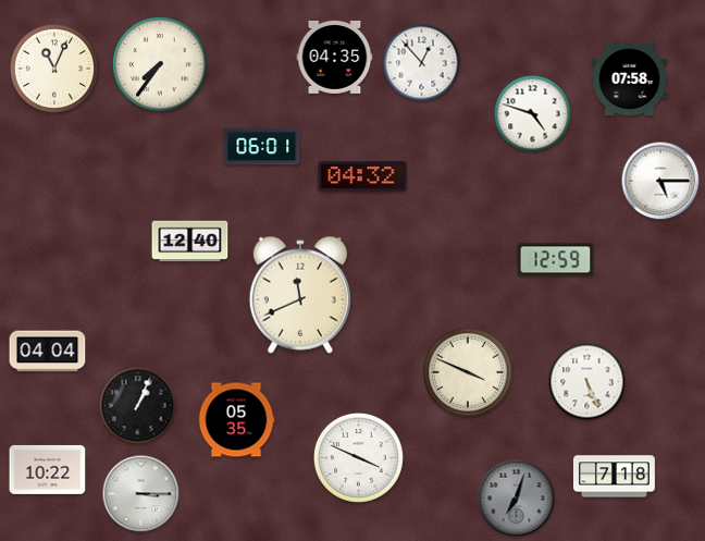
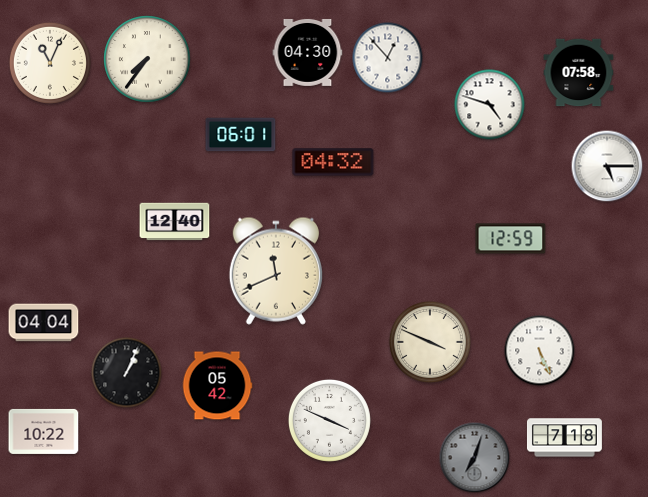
clock at (335, 57): 04:35 -> 04:30
clock at (236, 420): 05:35 -> 05:42
clock at (141, 494): 3:15 -> none
